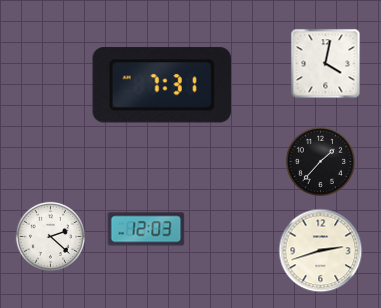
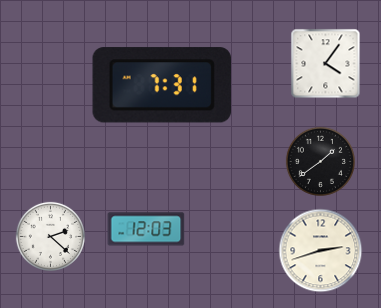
clock at (326, 64): 4:02 -> 4:06
clock at (320, 161): 1:37 -> 1:39
